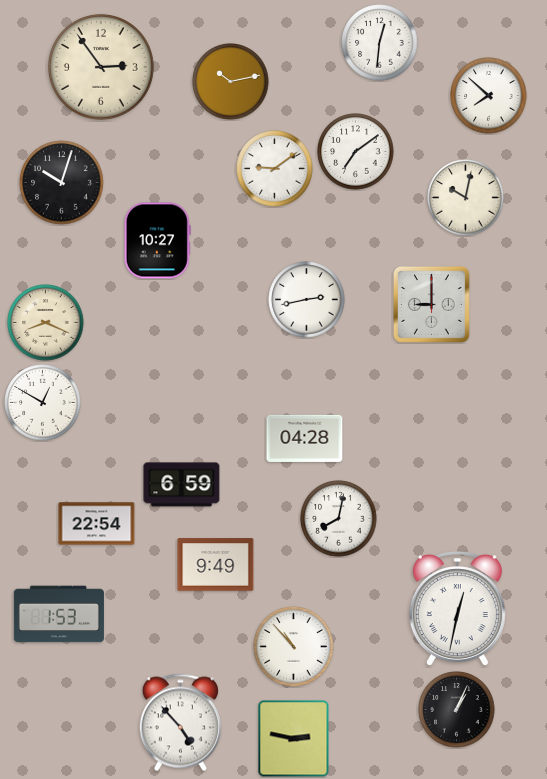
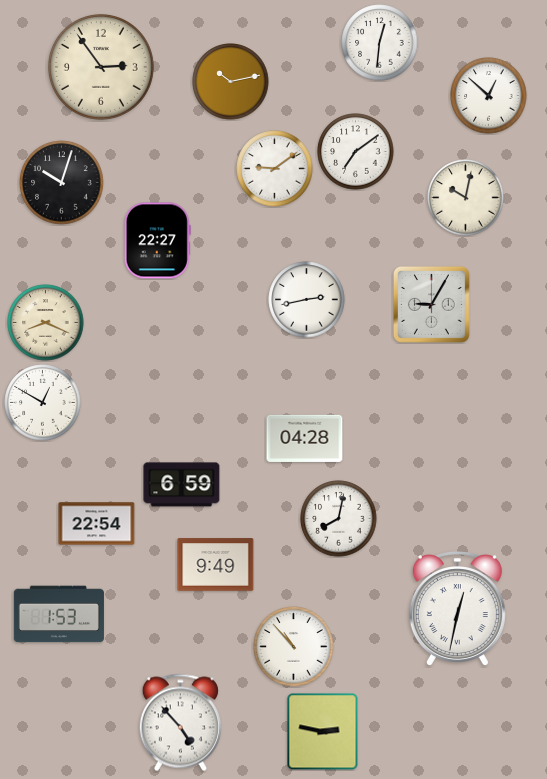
clock at (489, 96): 7:52 -> 12:52
clock at (157, 241): 10:27 -> 22:27
clock at (431, 304): 9:00 -> 9:05
clock at (457, 710): 1:04 -> none
clock at (294, 739) position: (294, 739) -> (323, 732)
